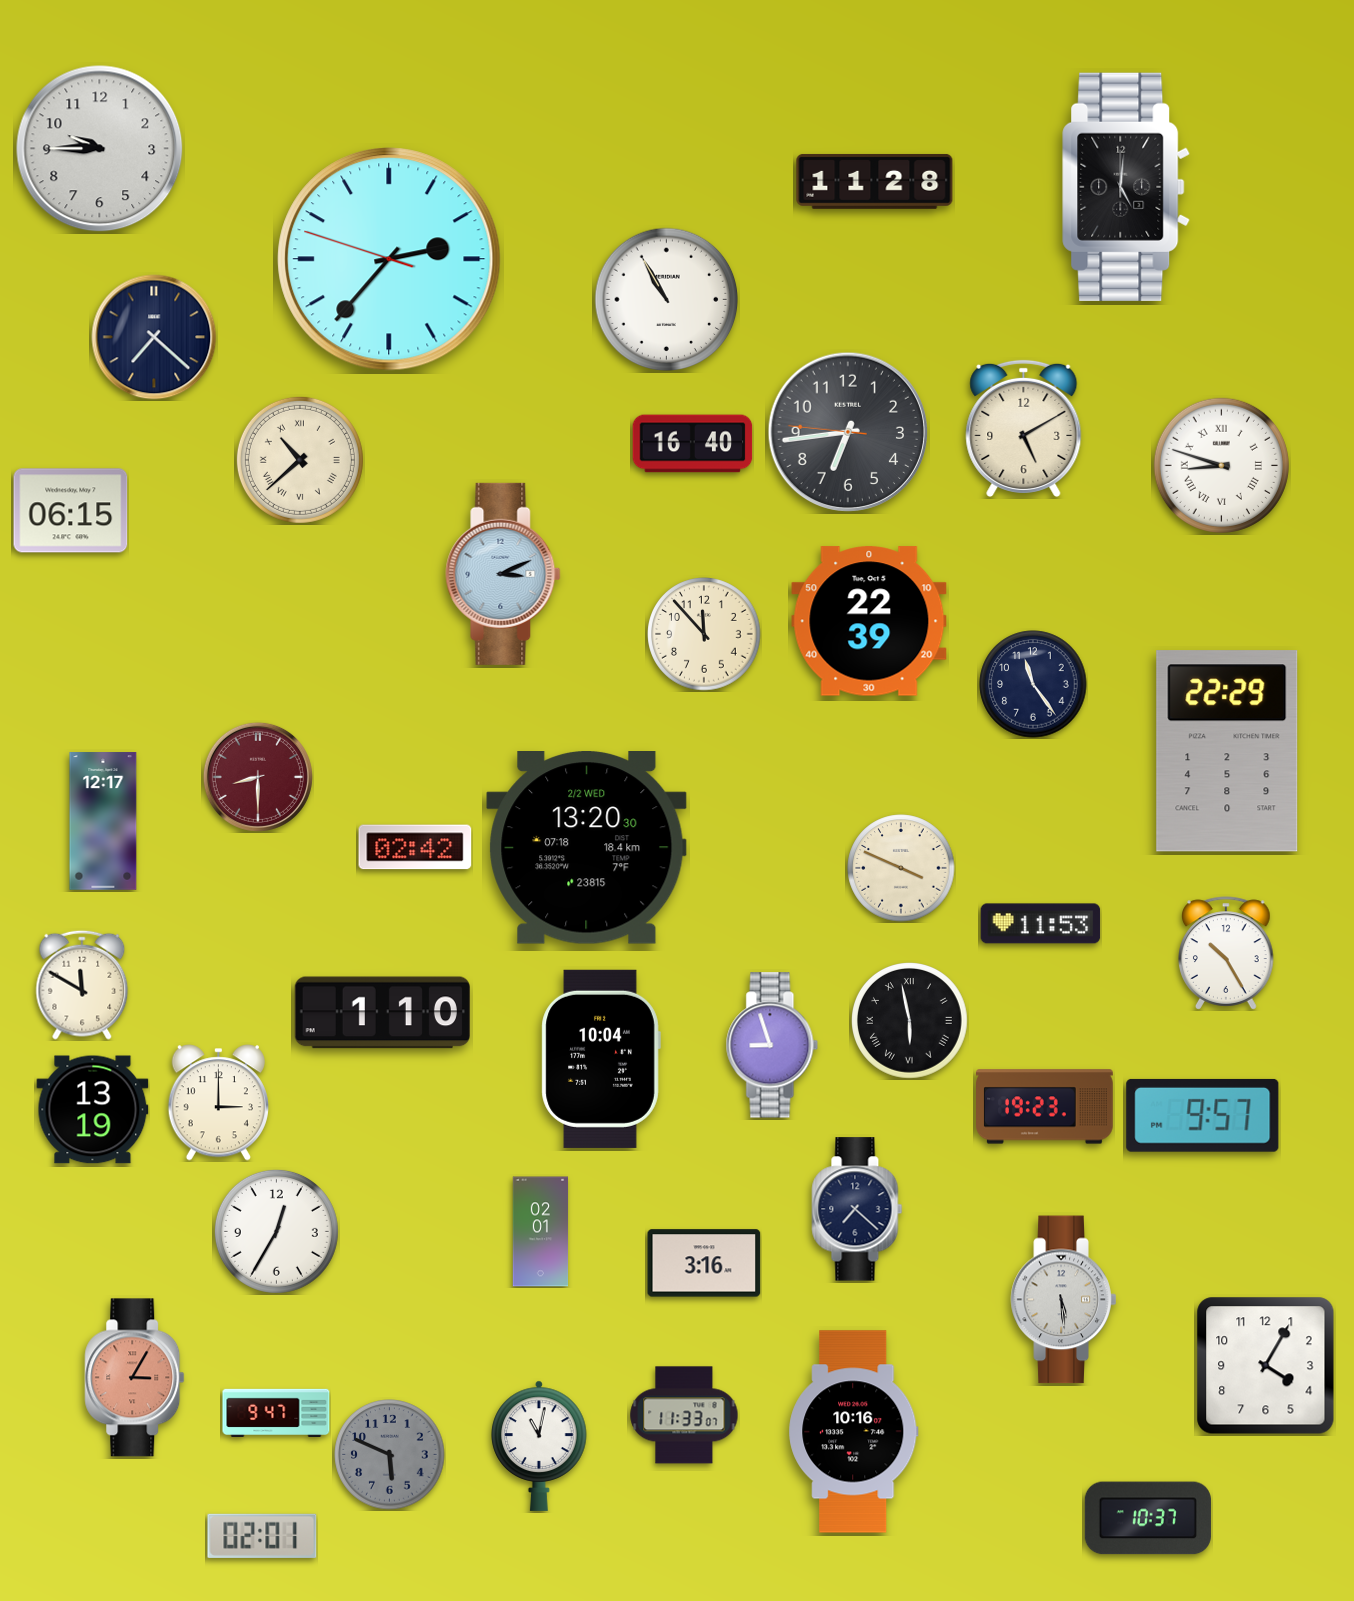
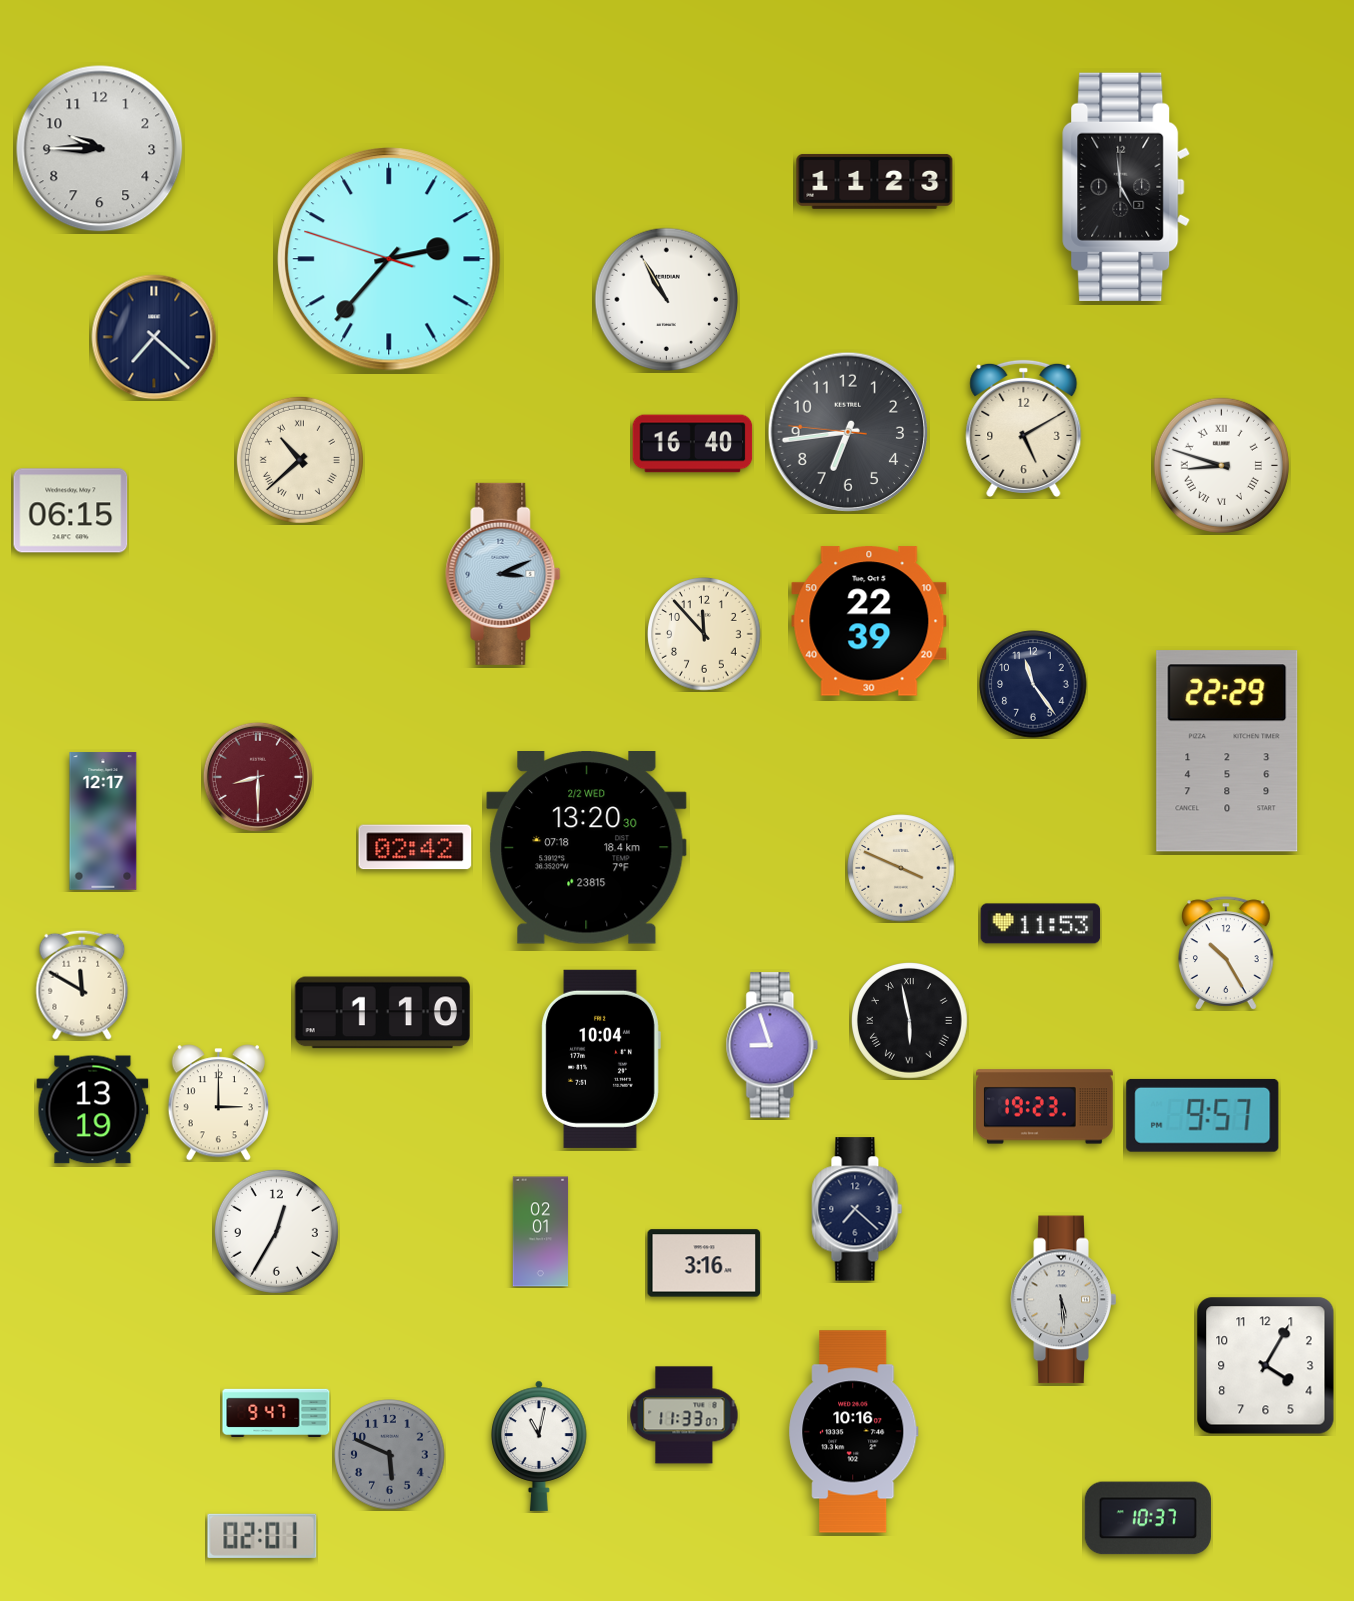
clock at (875, 181): 11:28 -> 11:23
clock at (1127, 187): 5:01 -> 4:59
clock at (135, 1378): 3:05 -> none
